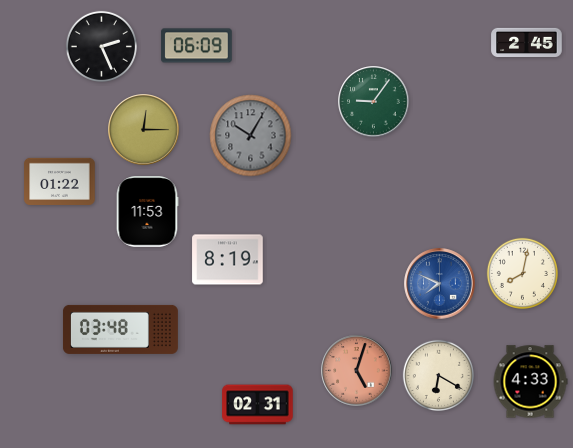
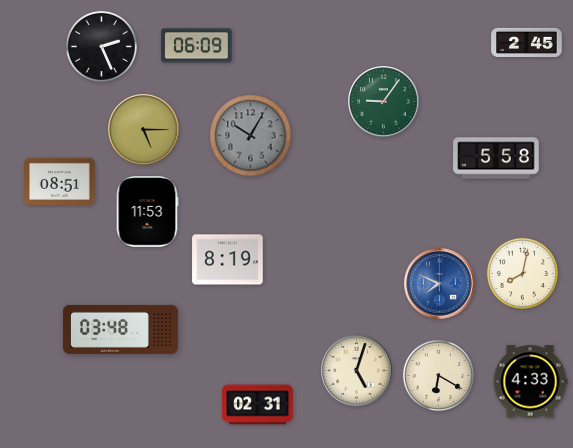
clock at (374, 102) position: (374, 102) -> (384, 102)
clock at (144, 130): 12:15 -> 5:15
clock at (496, 158): none -> 5:58
clock at (60, 181): 01:22 -> 08:51
clock at (357, 371) dial: salmon -> cream
